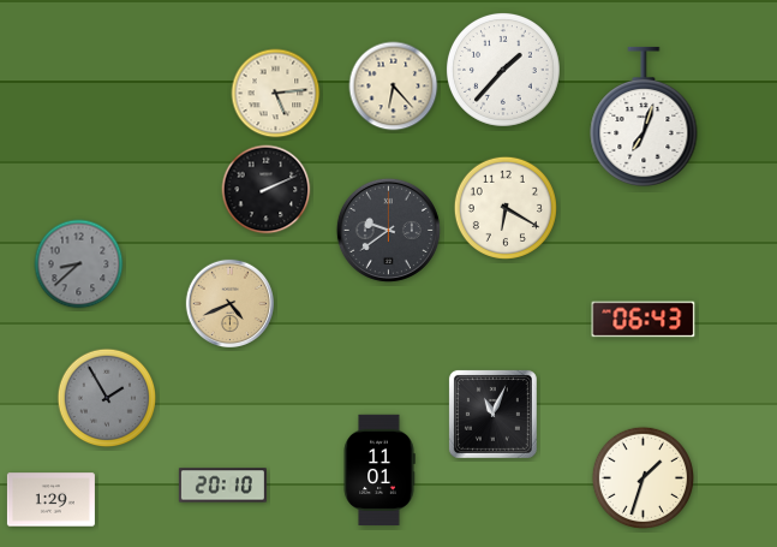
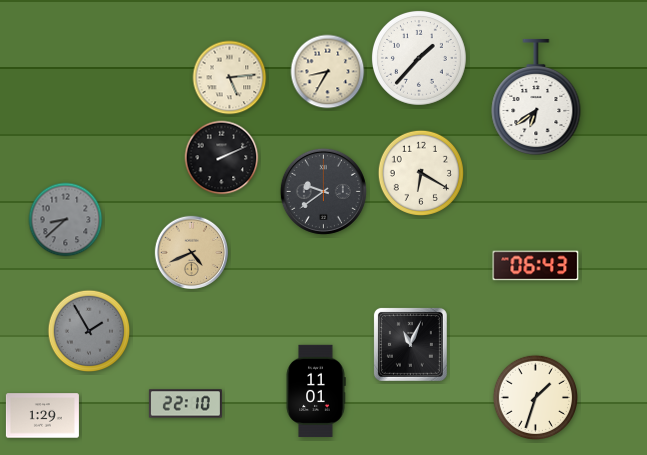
clock at (394, 87): 6:23 -> 8:35
clock at (644, 117): 7:03 -> 6:39
clock at (222, 486): 20:10 -> 22:10
